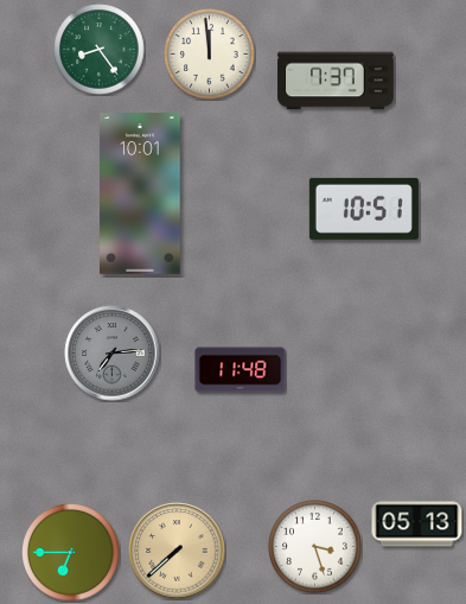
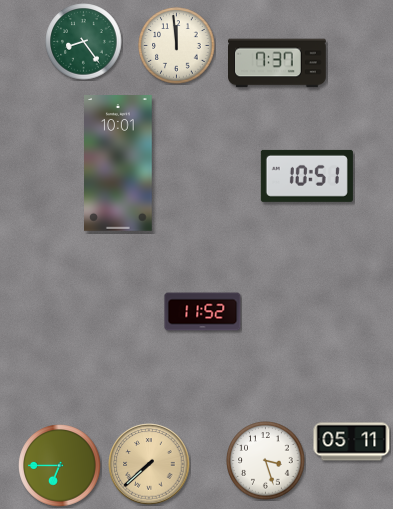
clock at (337, 81) position: (337, 81) -> (278, 63)
clock at (113, 354): 7:14 -> none
clock at (241, 370): 11:48 -> 11:52
clock at (417, 524): 05:13 -> 05:11
